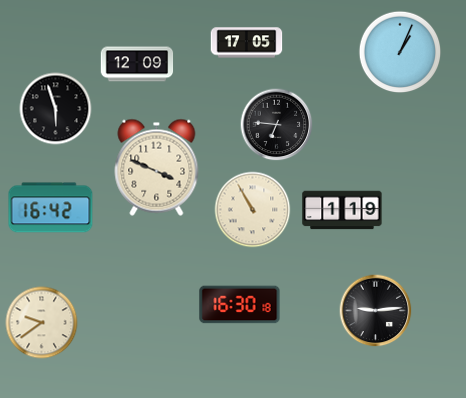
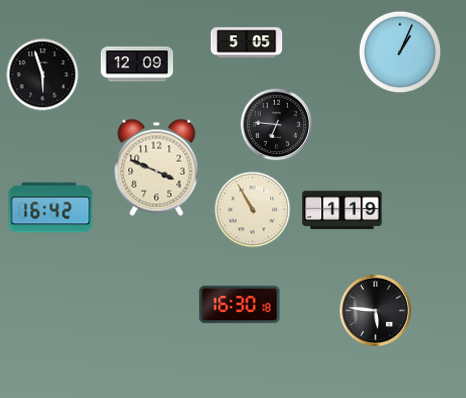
clock at (247, 43): 17:05 -> 5:05
clock at (56, 109) position: (56, 109) -> (43, 75)
clock at (376, 311): 9:14 -> 5:46
clock at (42, 323): 9:39 -> none
